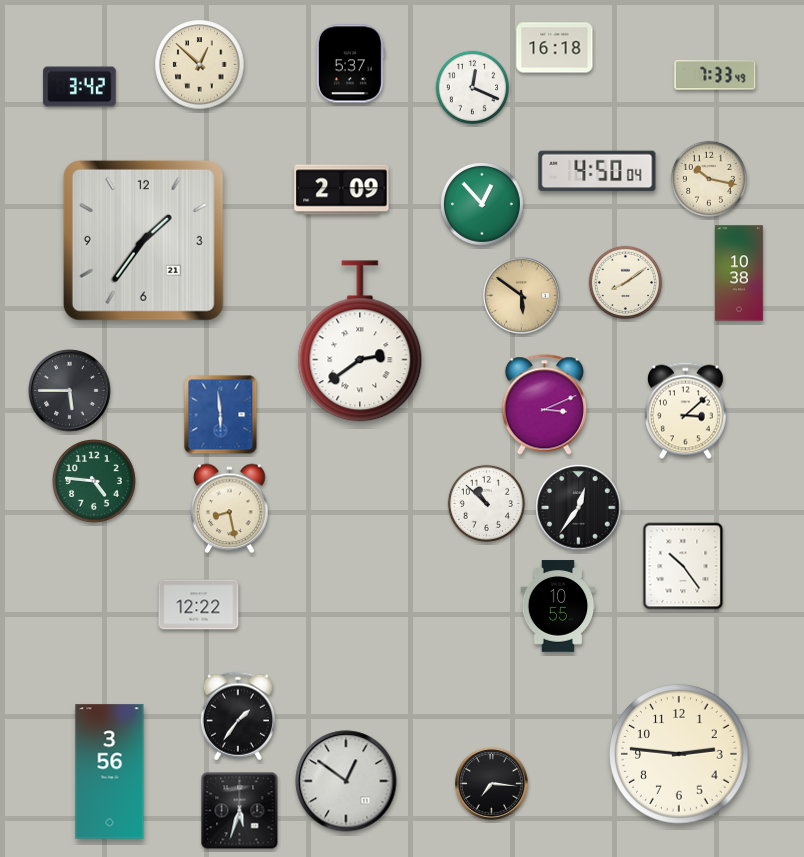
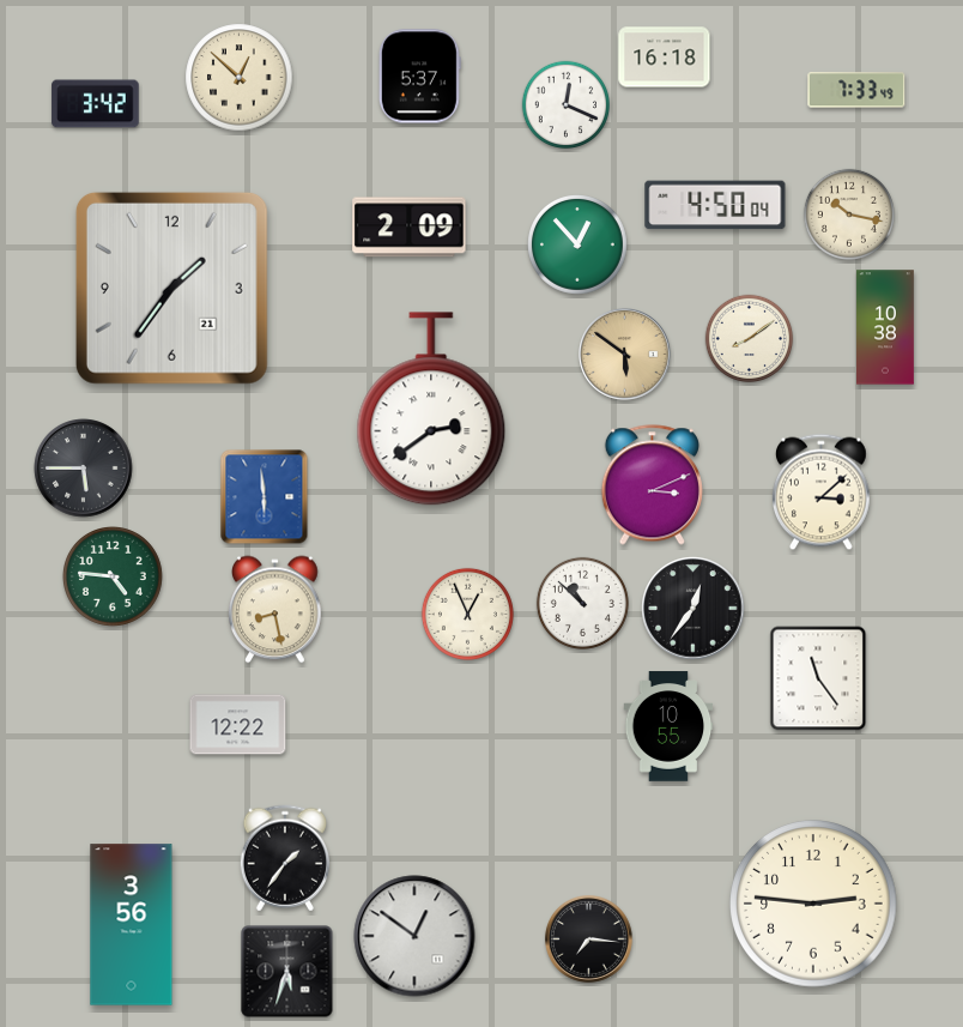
clock at (467, 614): none -> 12:56
clock at (683, 566): 10:24 -> 11:24
